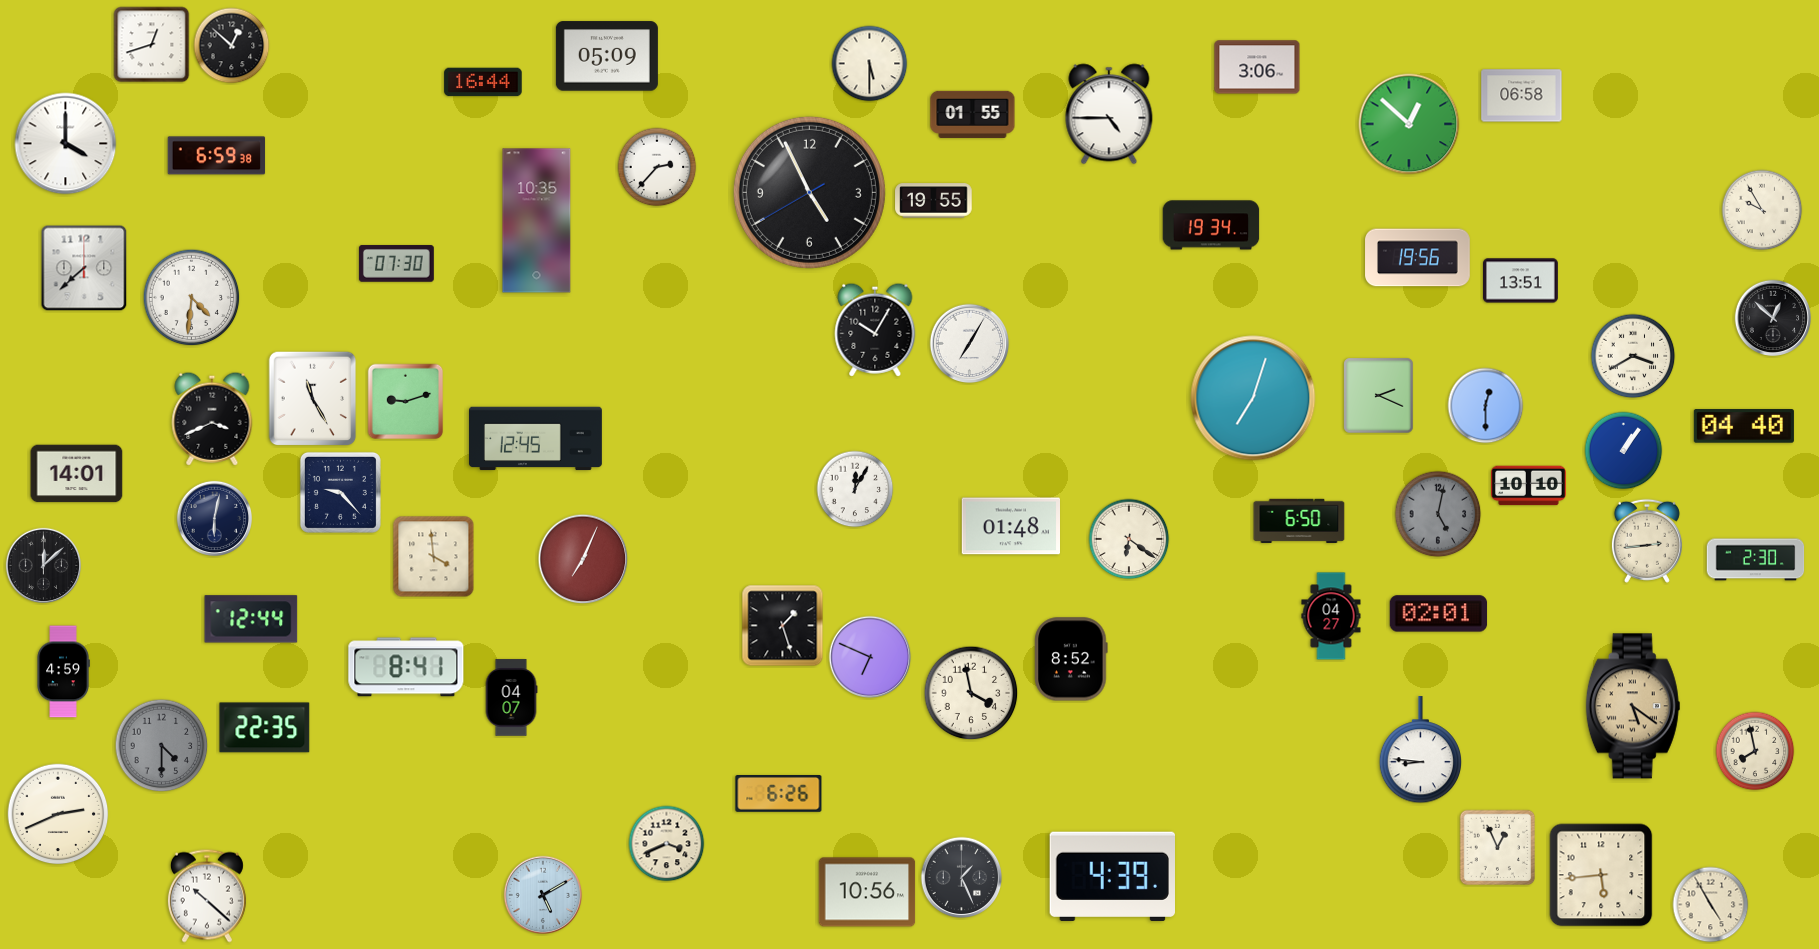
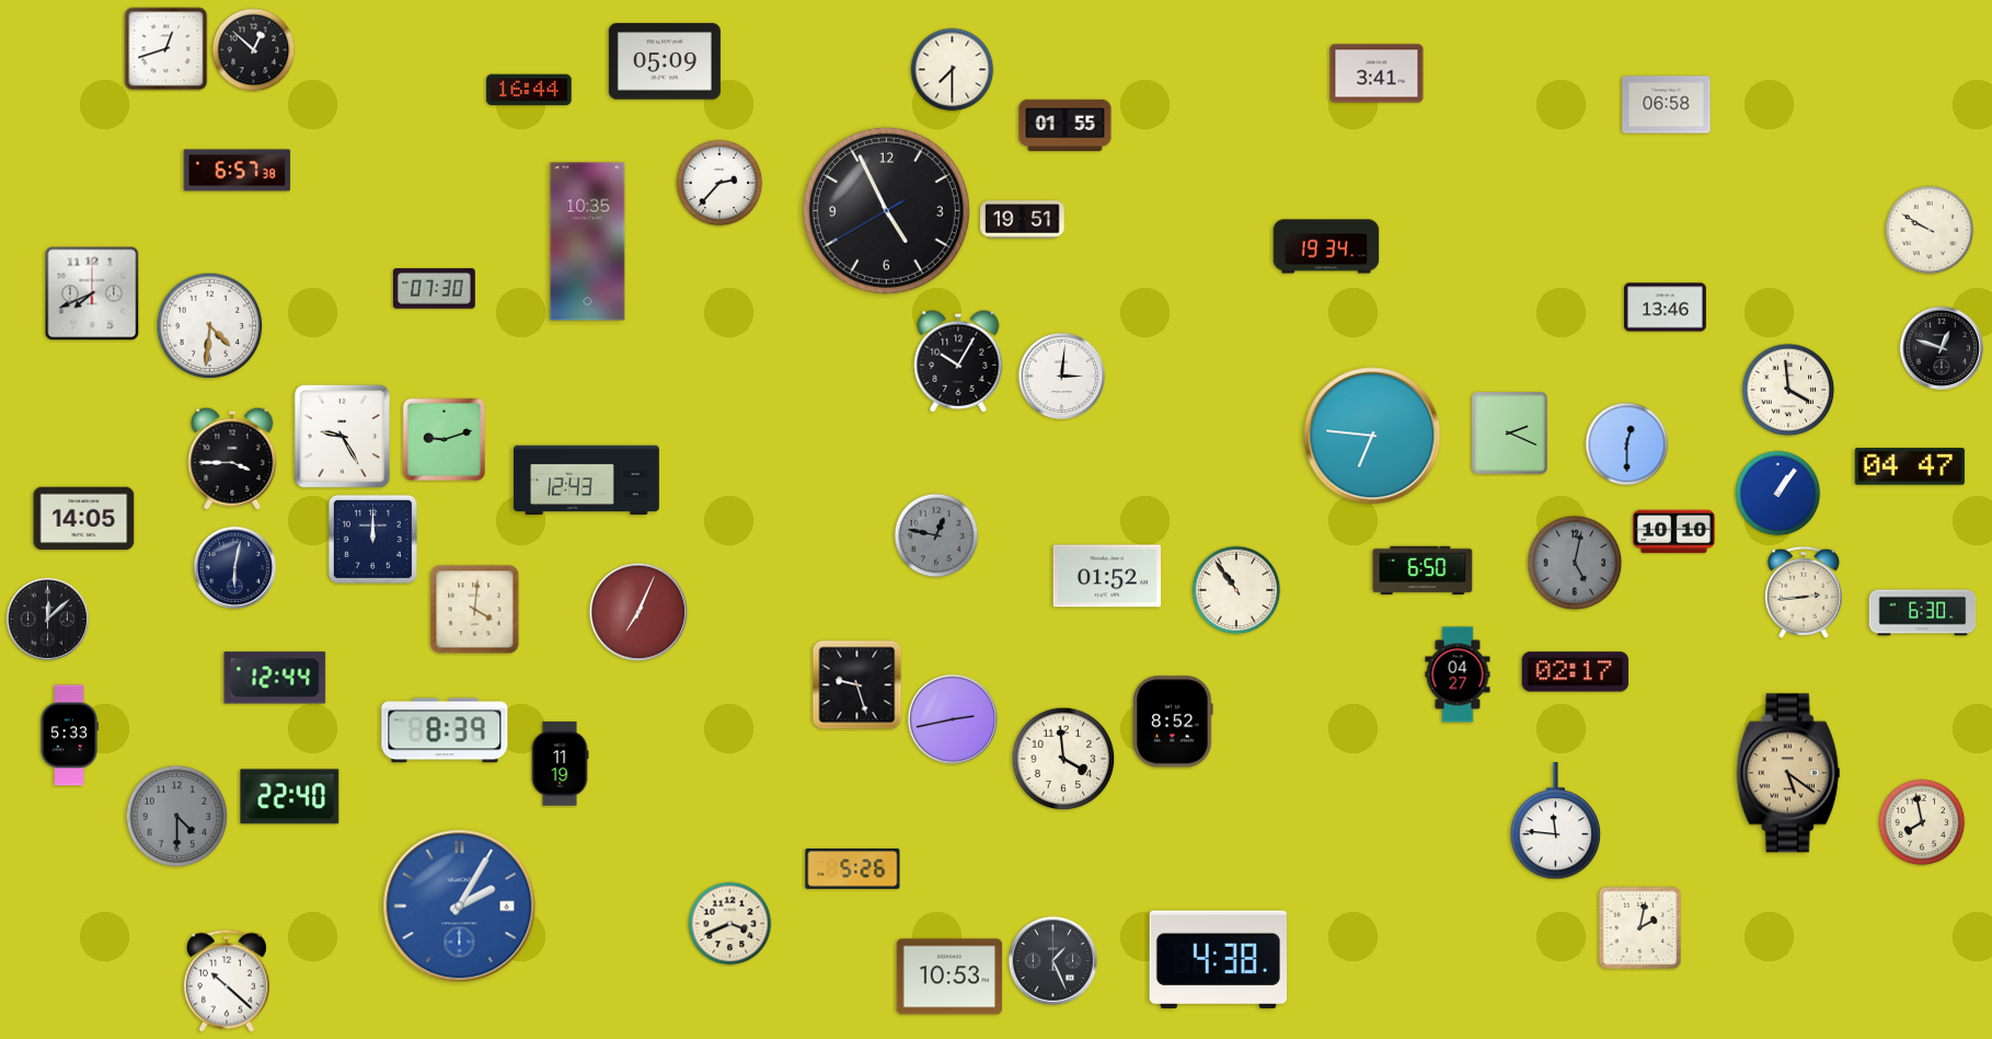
clock at (870, 64): 5:30 -> 7:30
clock at (1257, 67): 3:06 -> 3:41
clock at (1109, 114): 4:45 -> none
clock at (1409, 124): 12:52 -> none
clock at (66, 144): 4:00 -> none
clock at (217, 156): 6:59 -> 6:57
clock at (934, 201): 19:55 -> 19:51
clock at (1762, 210): 9:55 -> 9:50
clock at (1418, 258): 19:56 -> none
clock at (84, 268): 7:38 -> 7:41
clock at (1521, 281): 13:51 -> 13:46
clock at (1773, 318): 12:52 -> 12:48
clock at (970, 344): 7:05 -> 3:01
clock at (1633, 356): 3:40 -> 3:59
clock at (1253, 398): 7:03 -> 6:46
clock at (313, 399): 11:25 -> 9:25
clock at (212, 419): 3:41 -> 3:45
clock at (1744, 426): 04:40 -> 04:47
clock at (536, 439): 12:45 -> 12:43
clock at (77, 474): 14:01 -> 14:05
clock at (855, 489): 12:05 -> 12:47
clock at (855, 489) dial: white -> grey
clock at (340, 492): 9:23 -> 12:00
clock at (1010, 526): 01:48 -> 01:52
clock at (1129, 539): 6:21 -> 10:54
clock at (434, 557): 3:59 -> 4:01
clock at (1756, 560): 2:30 -> 6:30
clock at (1439, 614): 02:01 -> 02:17
clock at (783, 626): 1:27 -> 9:27
clock at (870, 657): 6:49 -> 2:43
clock at (406, 667): 8:41 -> 8:39
clock at (63, 672): 4:59 -> 5:33
clock at (971, 693): 3:58 -> 3:59
clock at (511, 698): 04:07 -> 11:19
clock at (265, 728): 22:35 -> 22:40
clock at (1420, 750): 8:46 -> 11:46
clock at (779, 794): 6:26 -> 5:26
clock at (58, 814): 2:41 -> none
clock at (460, 907): none -> 2:05
clock at (1497, 847): 12:56 -> 2:02
clock at (1601, 875): 5:44 -> none
clock at (1112, 876): 4:39 -> 4:38
clock at (867, 892): 10:56 -> 10:53
clock at (543, 895): 5:10 -> none
clock at (1711, 905): 4:55 -> none
